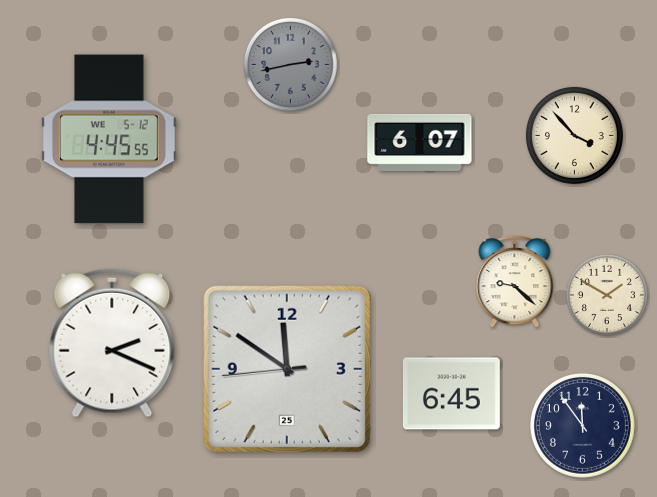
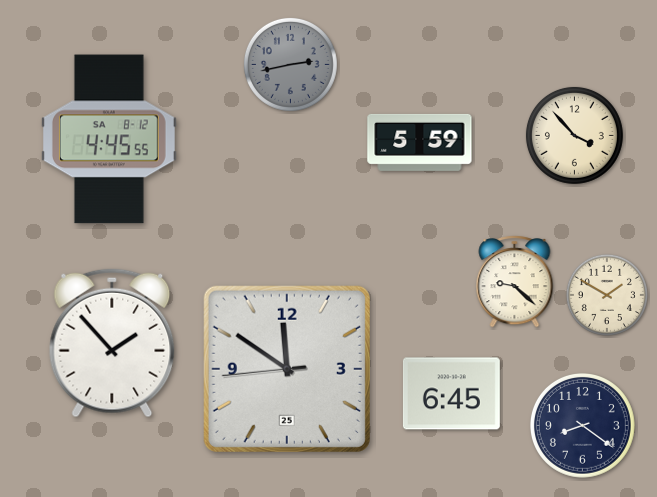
clock at (109, 139) date: WE 5-12 -> SA 8-12
clock at (420, 142): 6:07 -> 5:59
clock at (112, 343): 2:19 -> 1:53
clock at (582, 425): 11:54 -> 8:21
